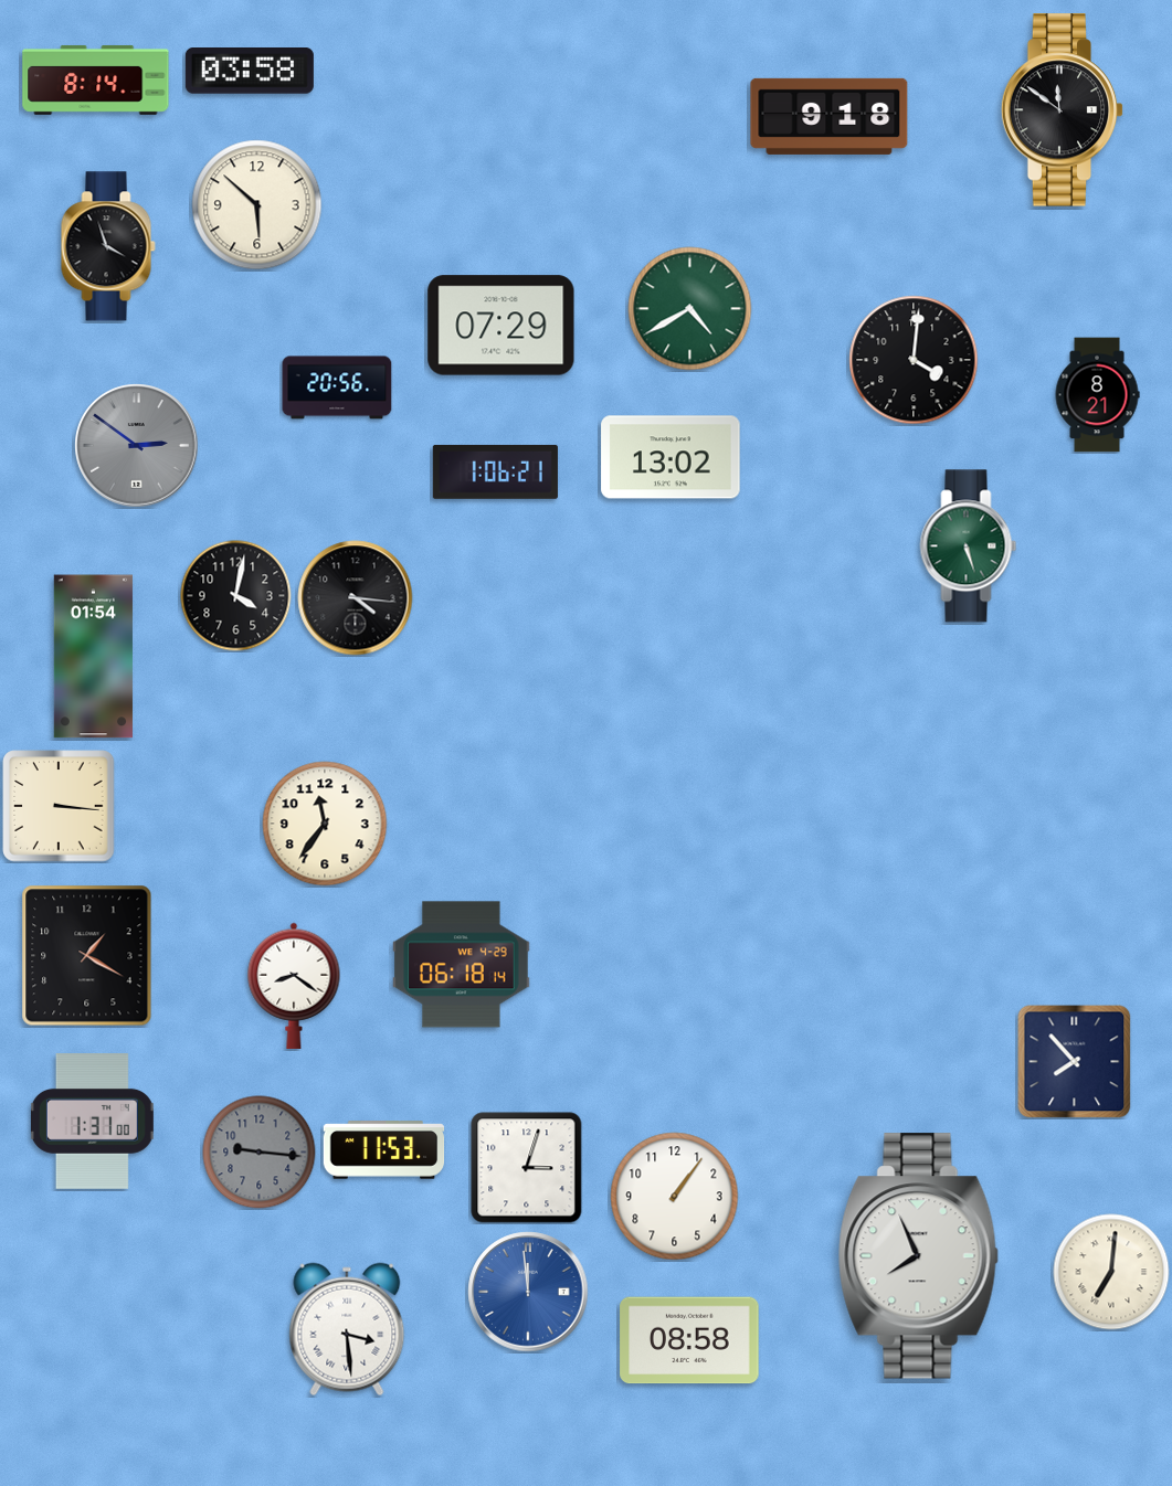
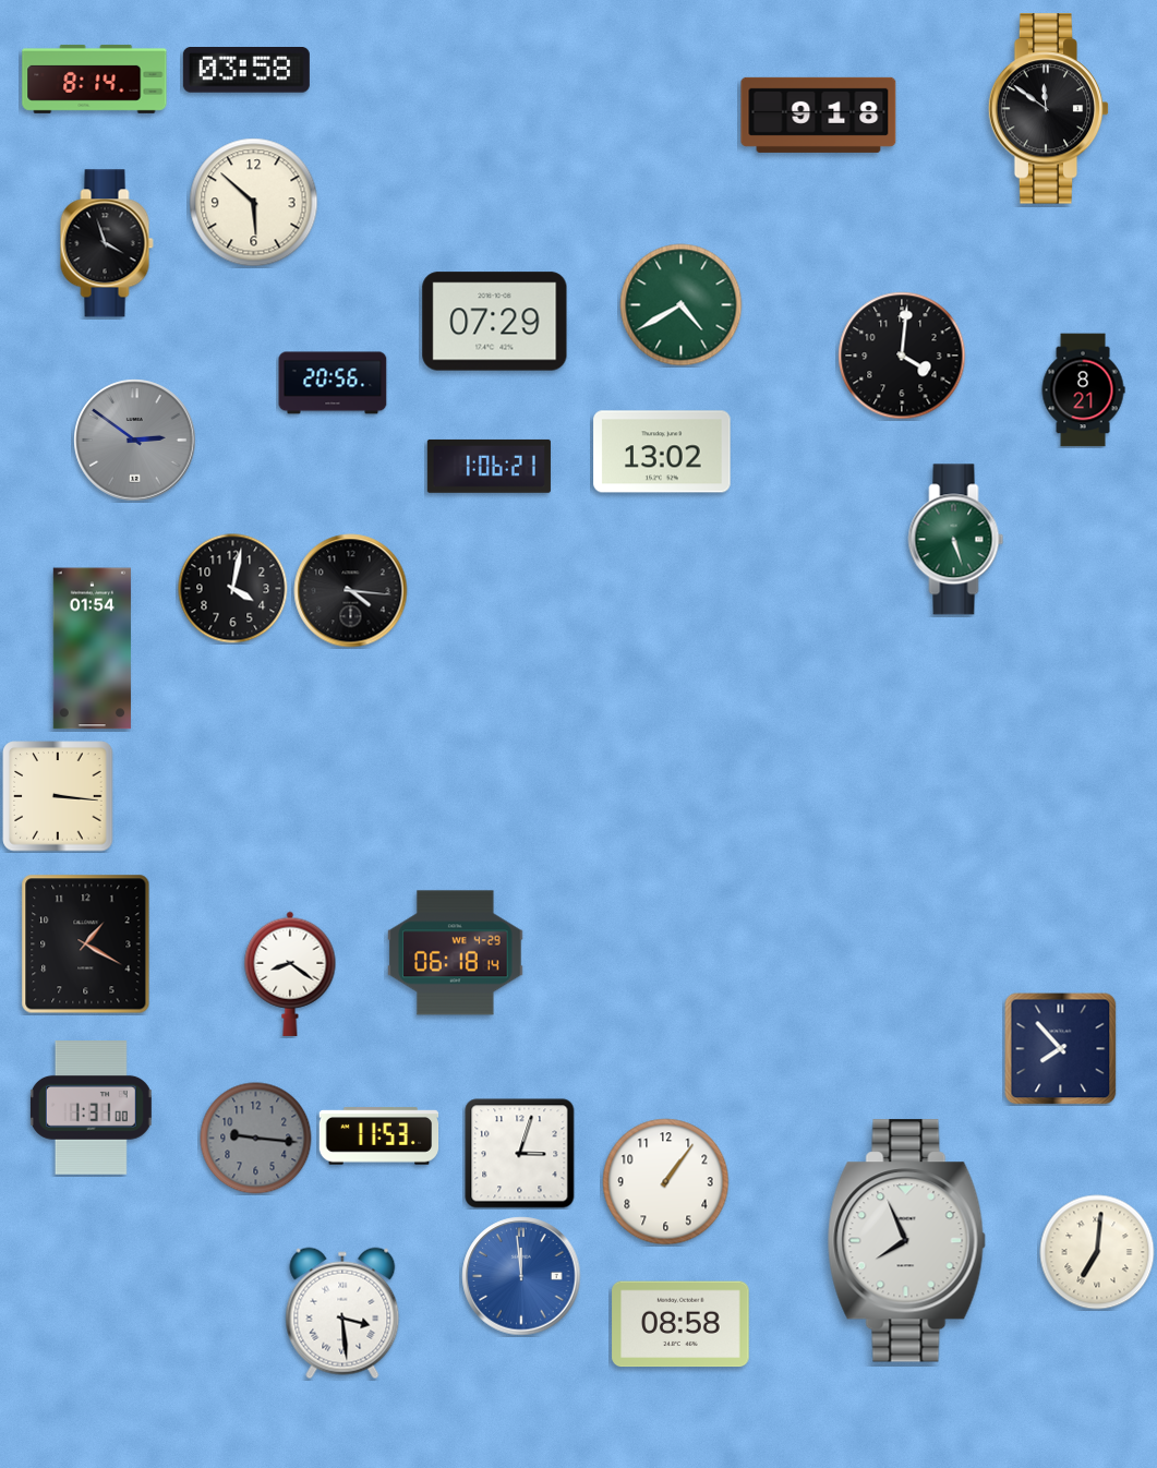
clock at (325, 824): 11:36 -> none
clock at (1111, 1272) position: (1111, 1272) -> (1097, 1252)
